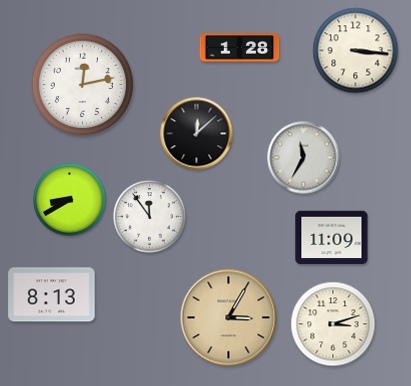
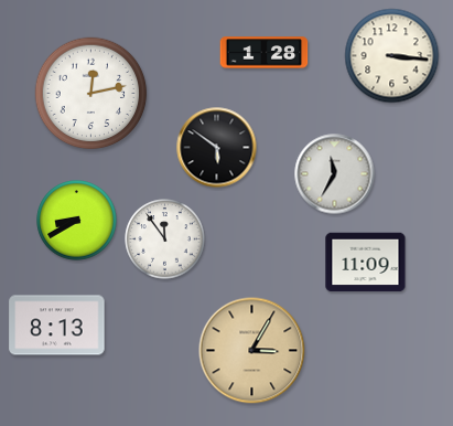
clock at (197, 134): 12:08 -> 5:51
clock at (333, 324): 3:12 -> none
